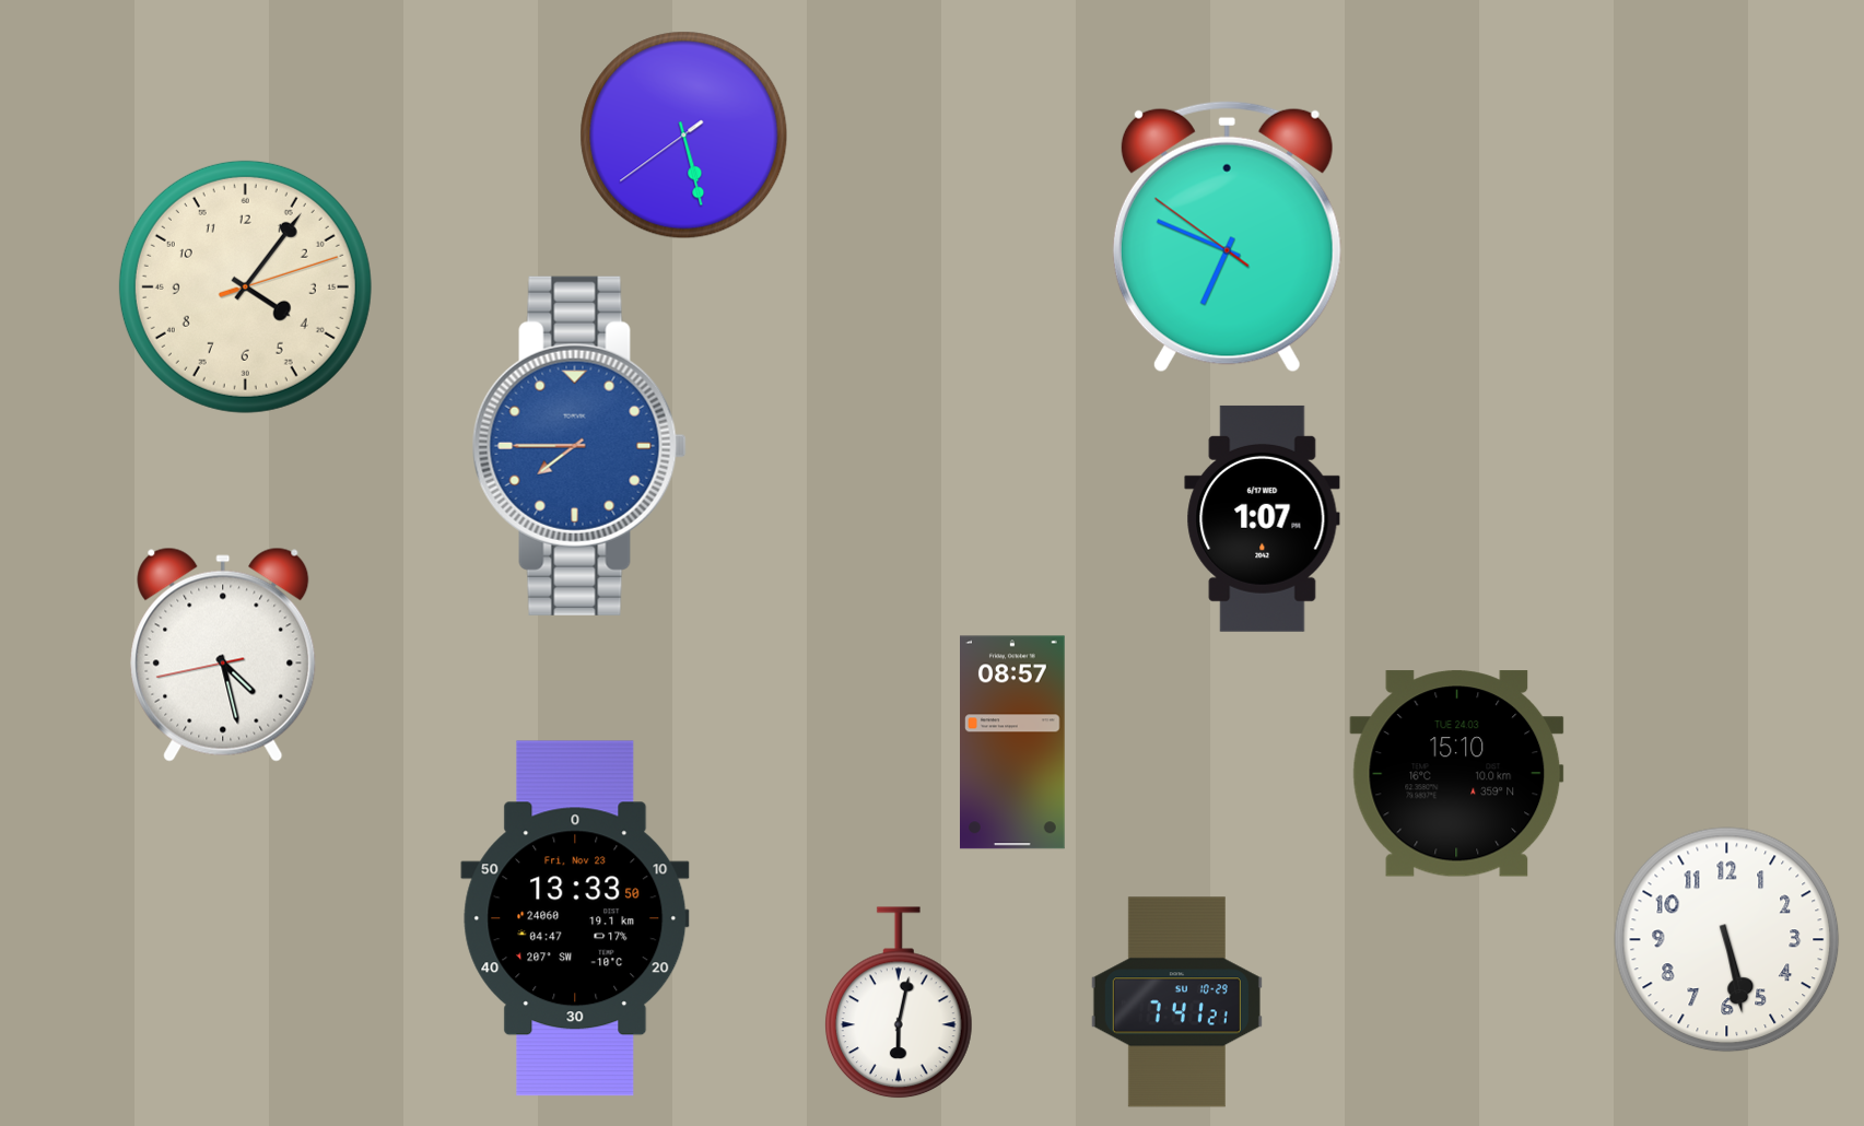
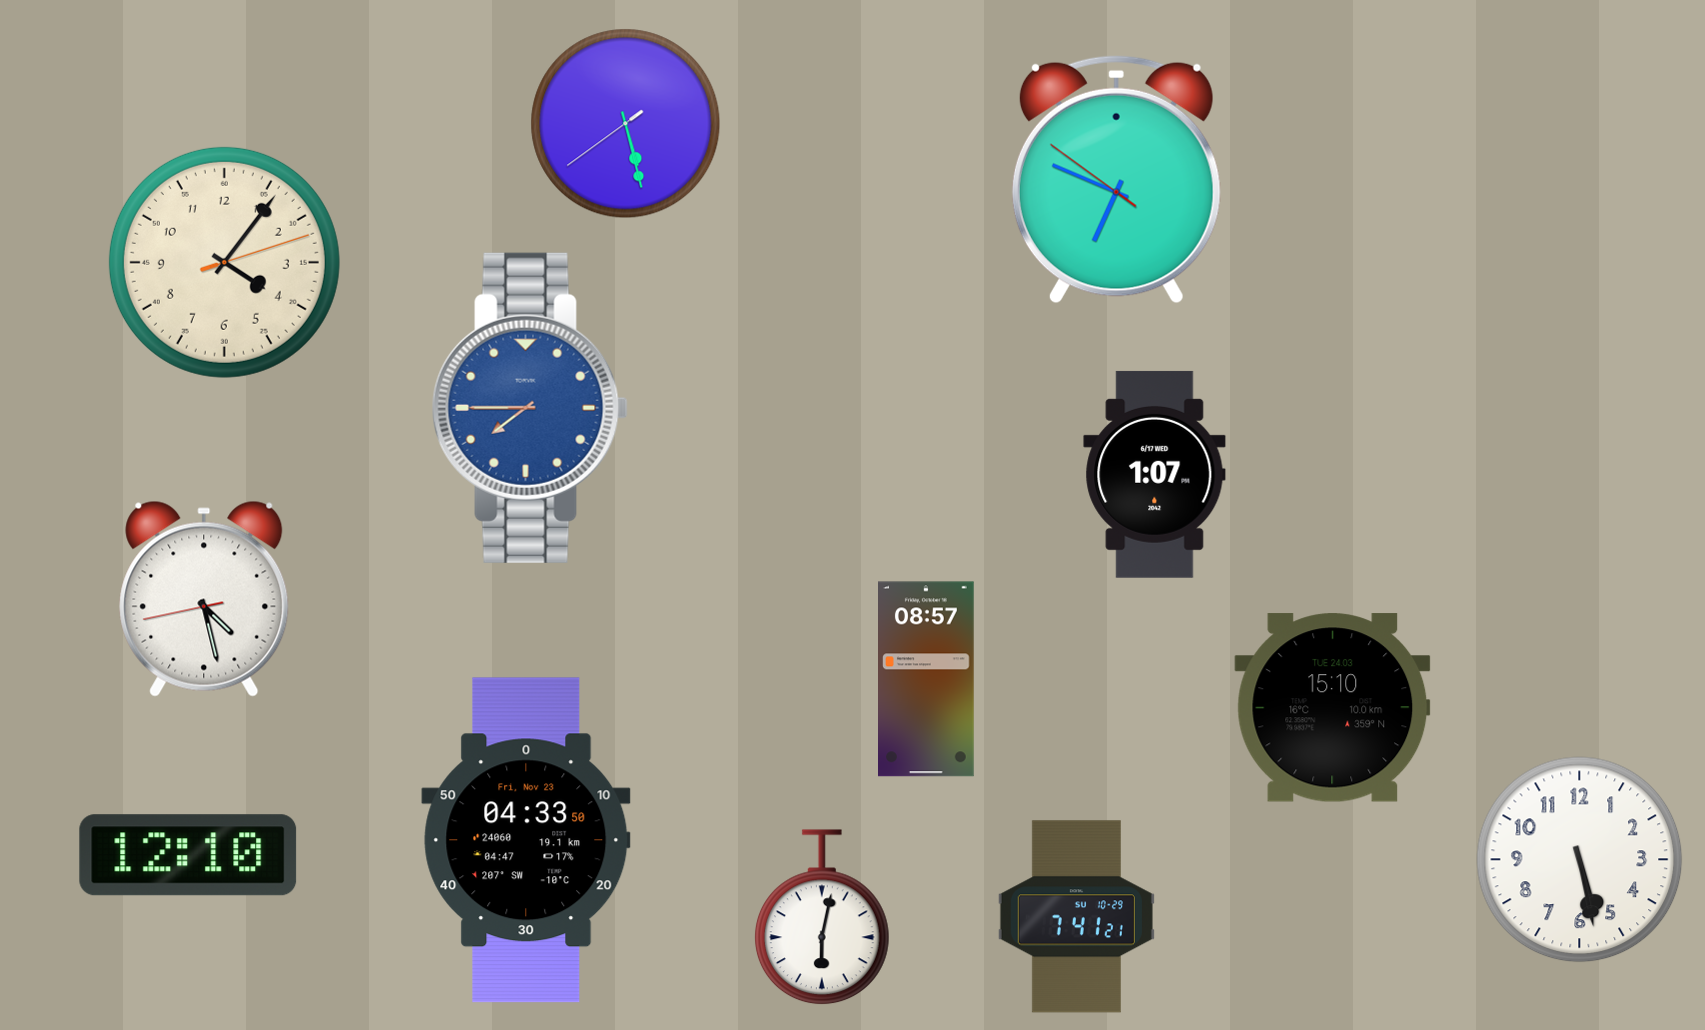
clock at (1227, 236) position: (1227, 236) -> (1116, 179)
clock at (575, 918): 13:33 -> 04:33
clock at (188, 855): none -> 12:10
